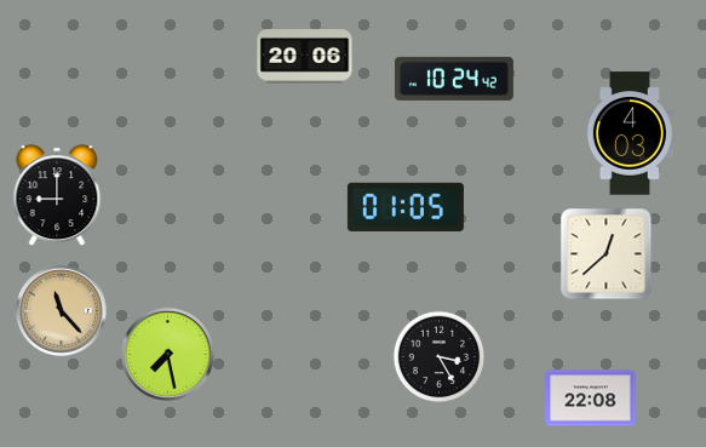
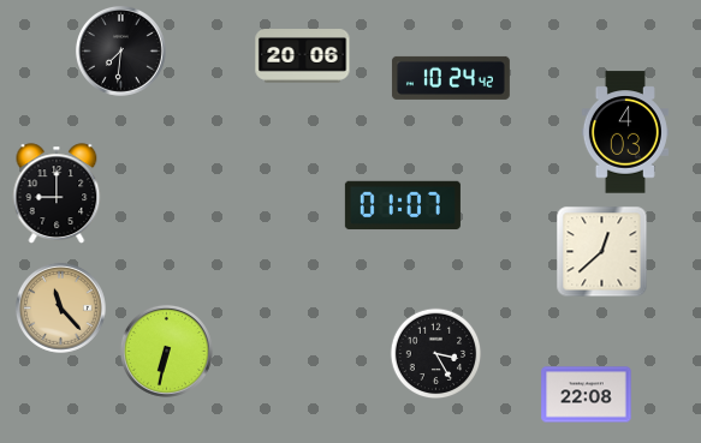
clock at (120, 50): none -> 7:31
clock at (406, 207): 01:05 -> 01:07
clock at (167, 354): 7:28 -> 6:32
